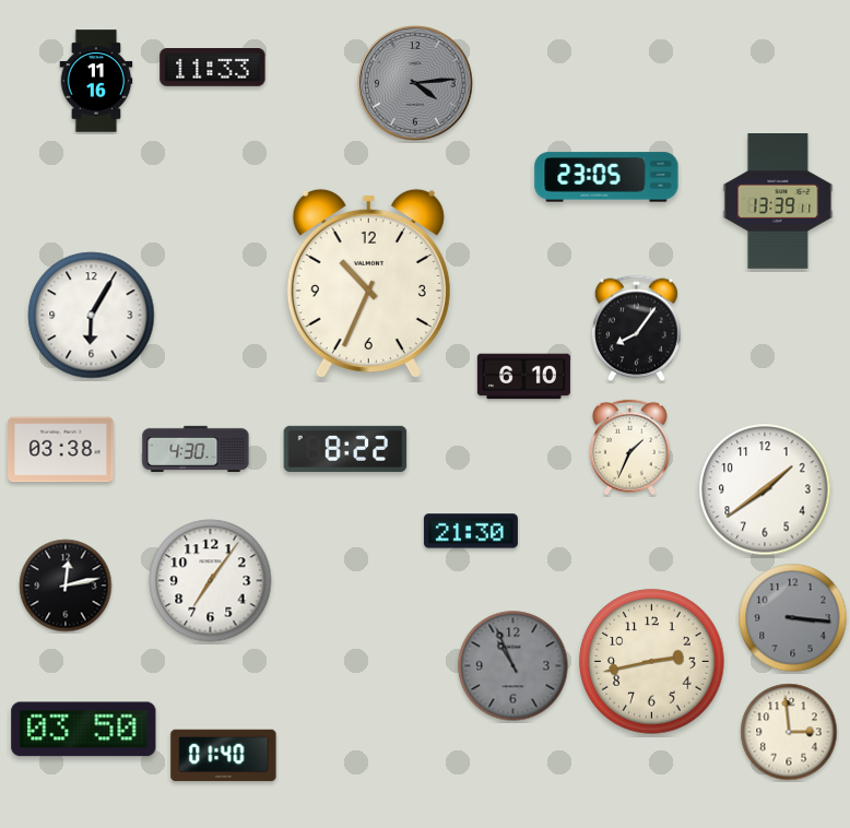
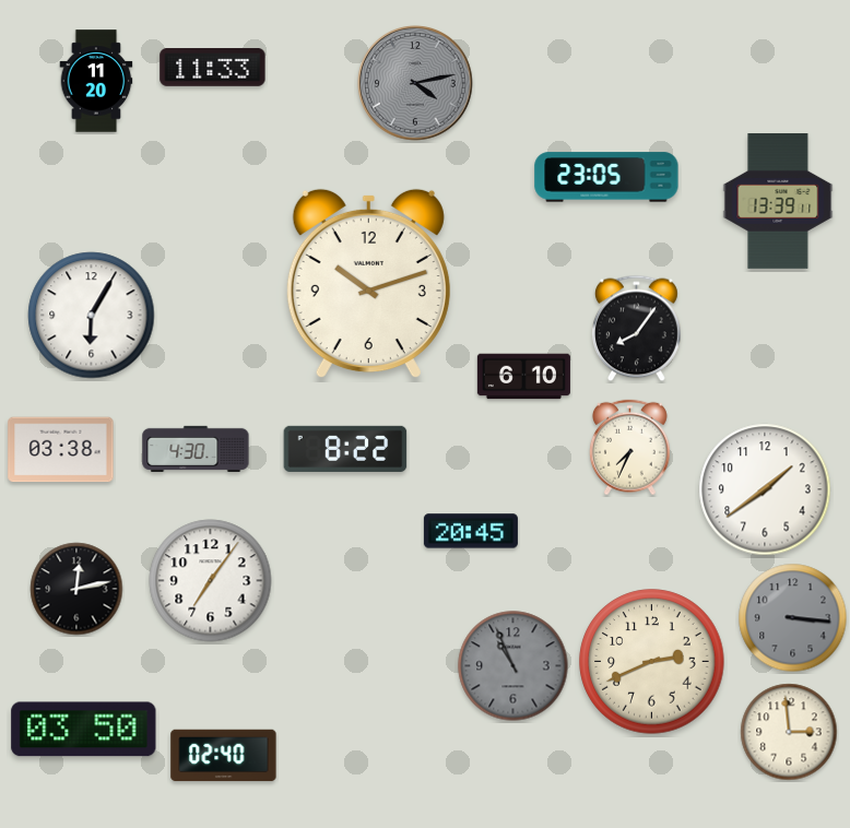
clock at (96, 81): 11:16 -> 11:20
clock at (416, 84): 4:14 -> 4:13
clock at (368, 284): 10:34 -> 10:12
clock at (629, 448): 1:34 -> 7:34
clock at (471, 531): 21:30 -> 20:45
clock at (66, 585) position: (66, 585) -> (76, 589)
clock at (652, 662): 2:43 -> 2:41
clock at (224, 756): 01:40 -> 02:40
